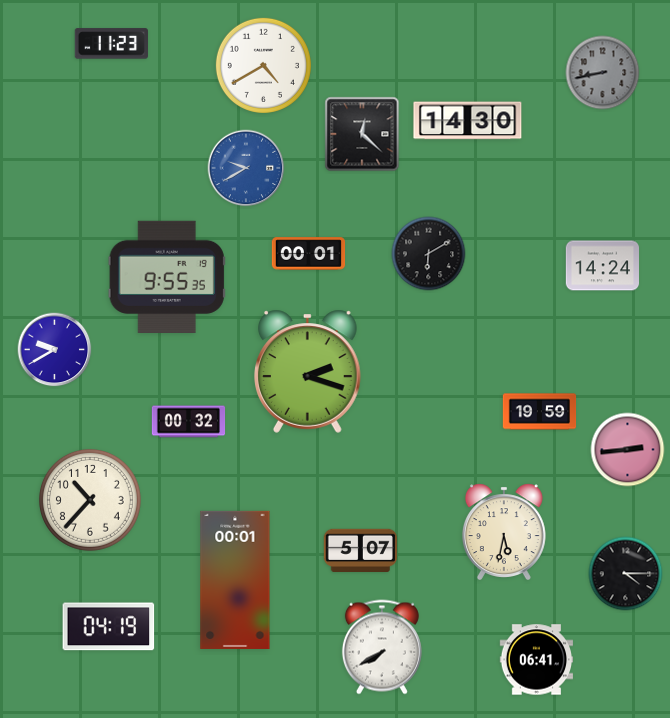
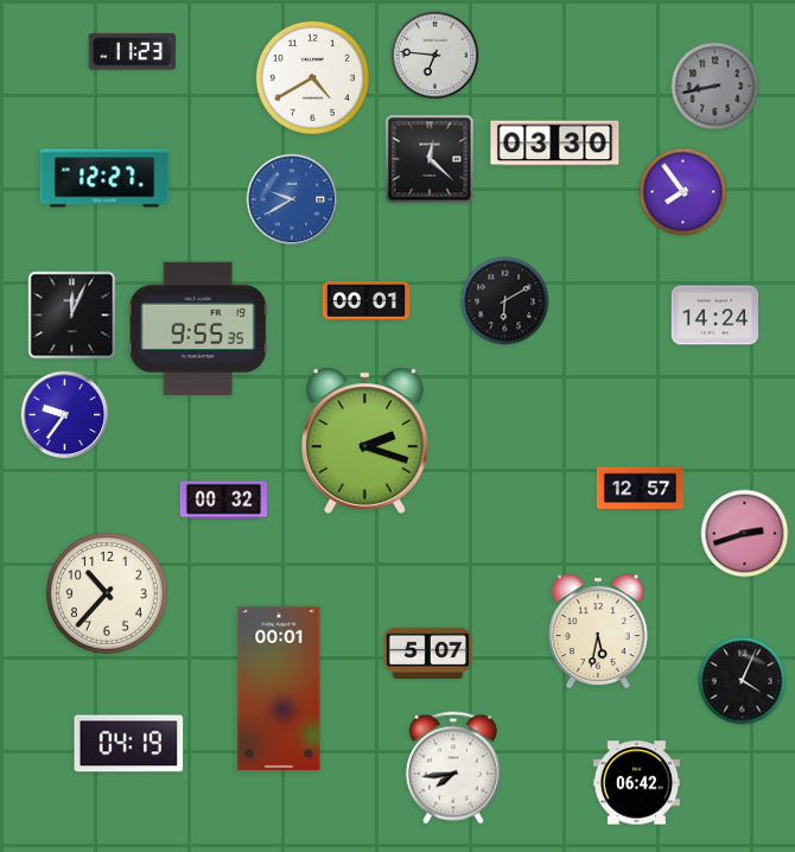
clock at (435, 56): none -> 6:46
clock at (468, 121): 14:30 -> 03:30
clock at (104, 178): none -> 12:27
clock at (683, 192): none -> 7:54
clock at (429, 254) position: (429, 254) -> (505, 301)
clock at (72, 316): none -> 12:04
clock at (55, 350): 9:40 -> 9:36
clock at (540, 412): 19:59 -> 12:57
clock at (628, 450): 2:44 -> 2:42
clock at (626, 574): 4:15 -> 4:04
clock at (382, 647): 7:40 -> 7:44
clock at (536, 660): 06:41 -> 06:42
